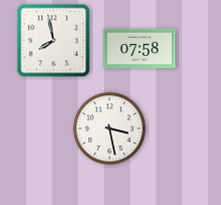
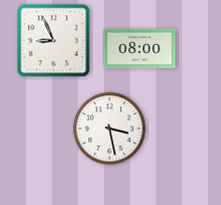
clock at (54, 41): 7:58 -> 8:56
clock at (140, 49): 07:58 -> 08:00
